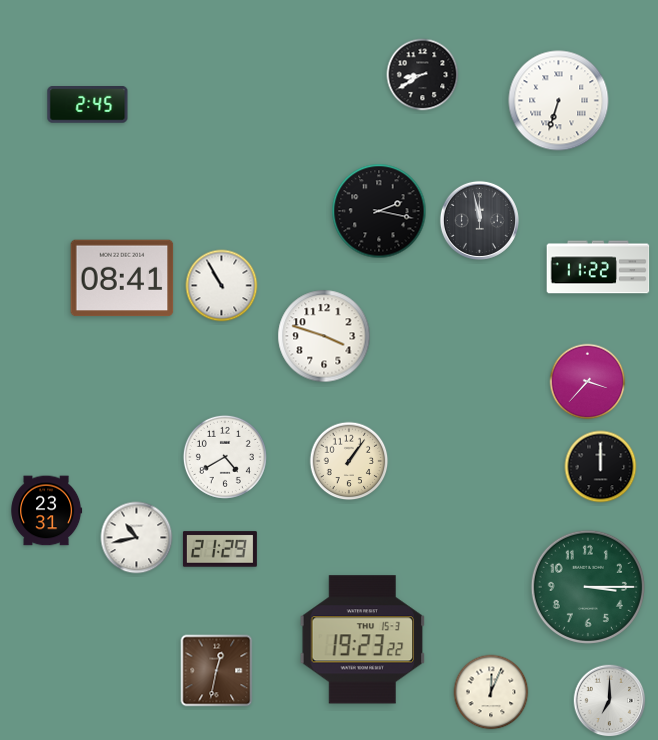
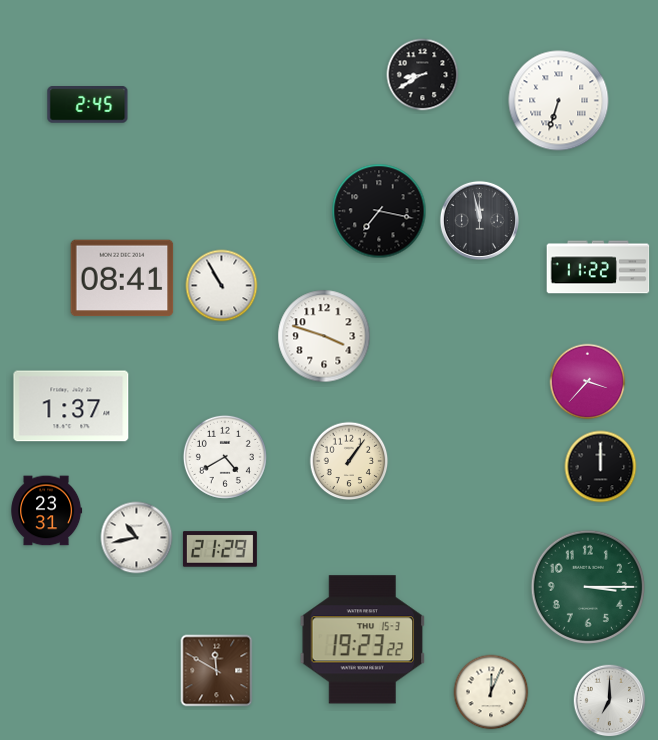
clock at (379, 211): 2:17 -> 7:17
clock at (71, 406): none -> 1:37
clock at (217, 671): 12:32 -> 11:50
